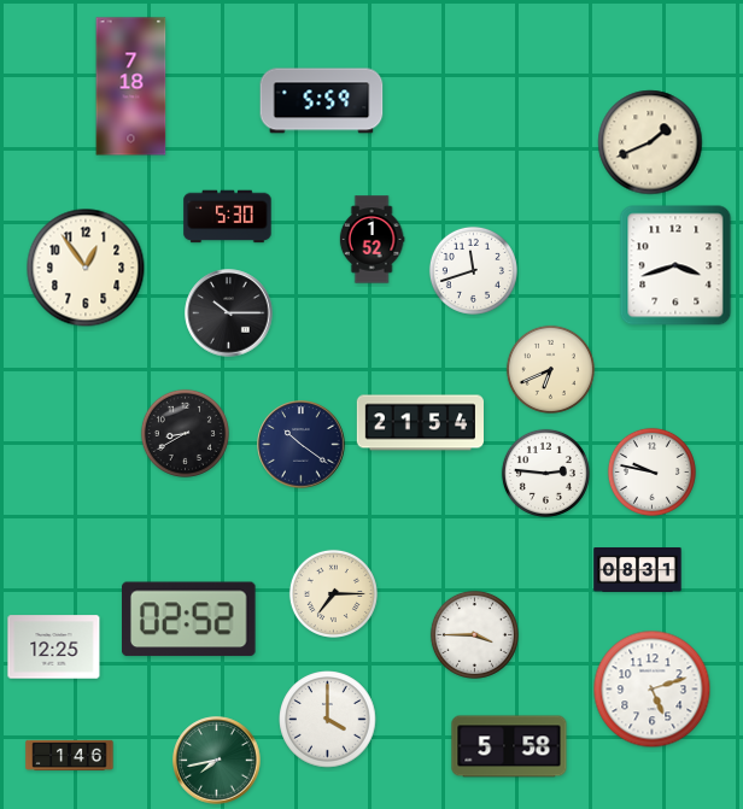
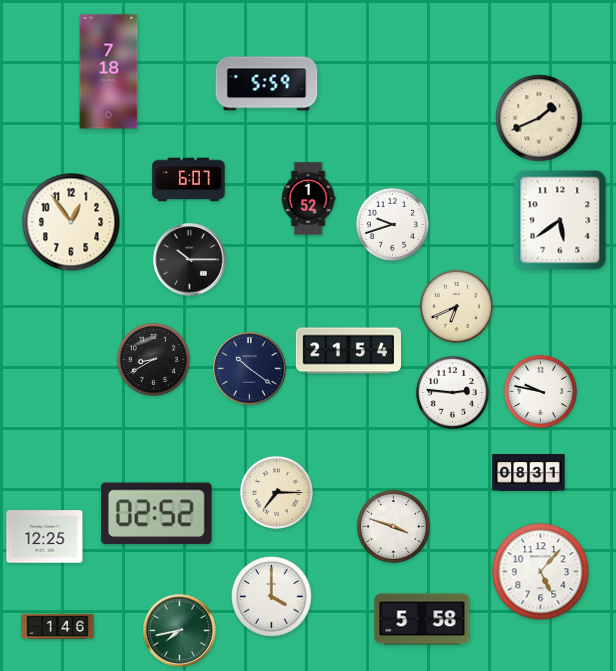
clock at (228, 217): 5:30 -> 6:07
clock at (675, 265): 3:42 -> 5:39
clock at (473, 270): 11:42 -> 9:42
clock at (474, 634): 3:45 -> 3:48
clock at (653, 690): 5:12 -> 5:07
